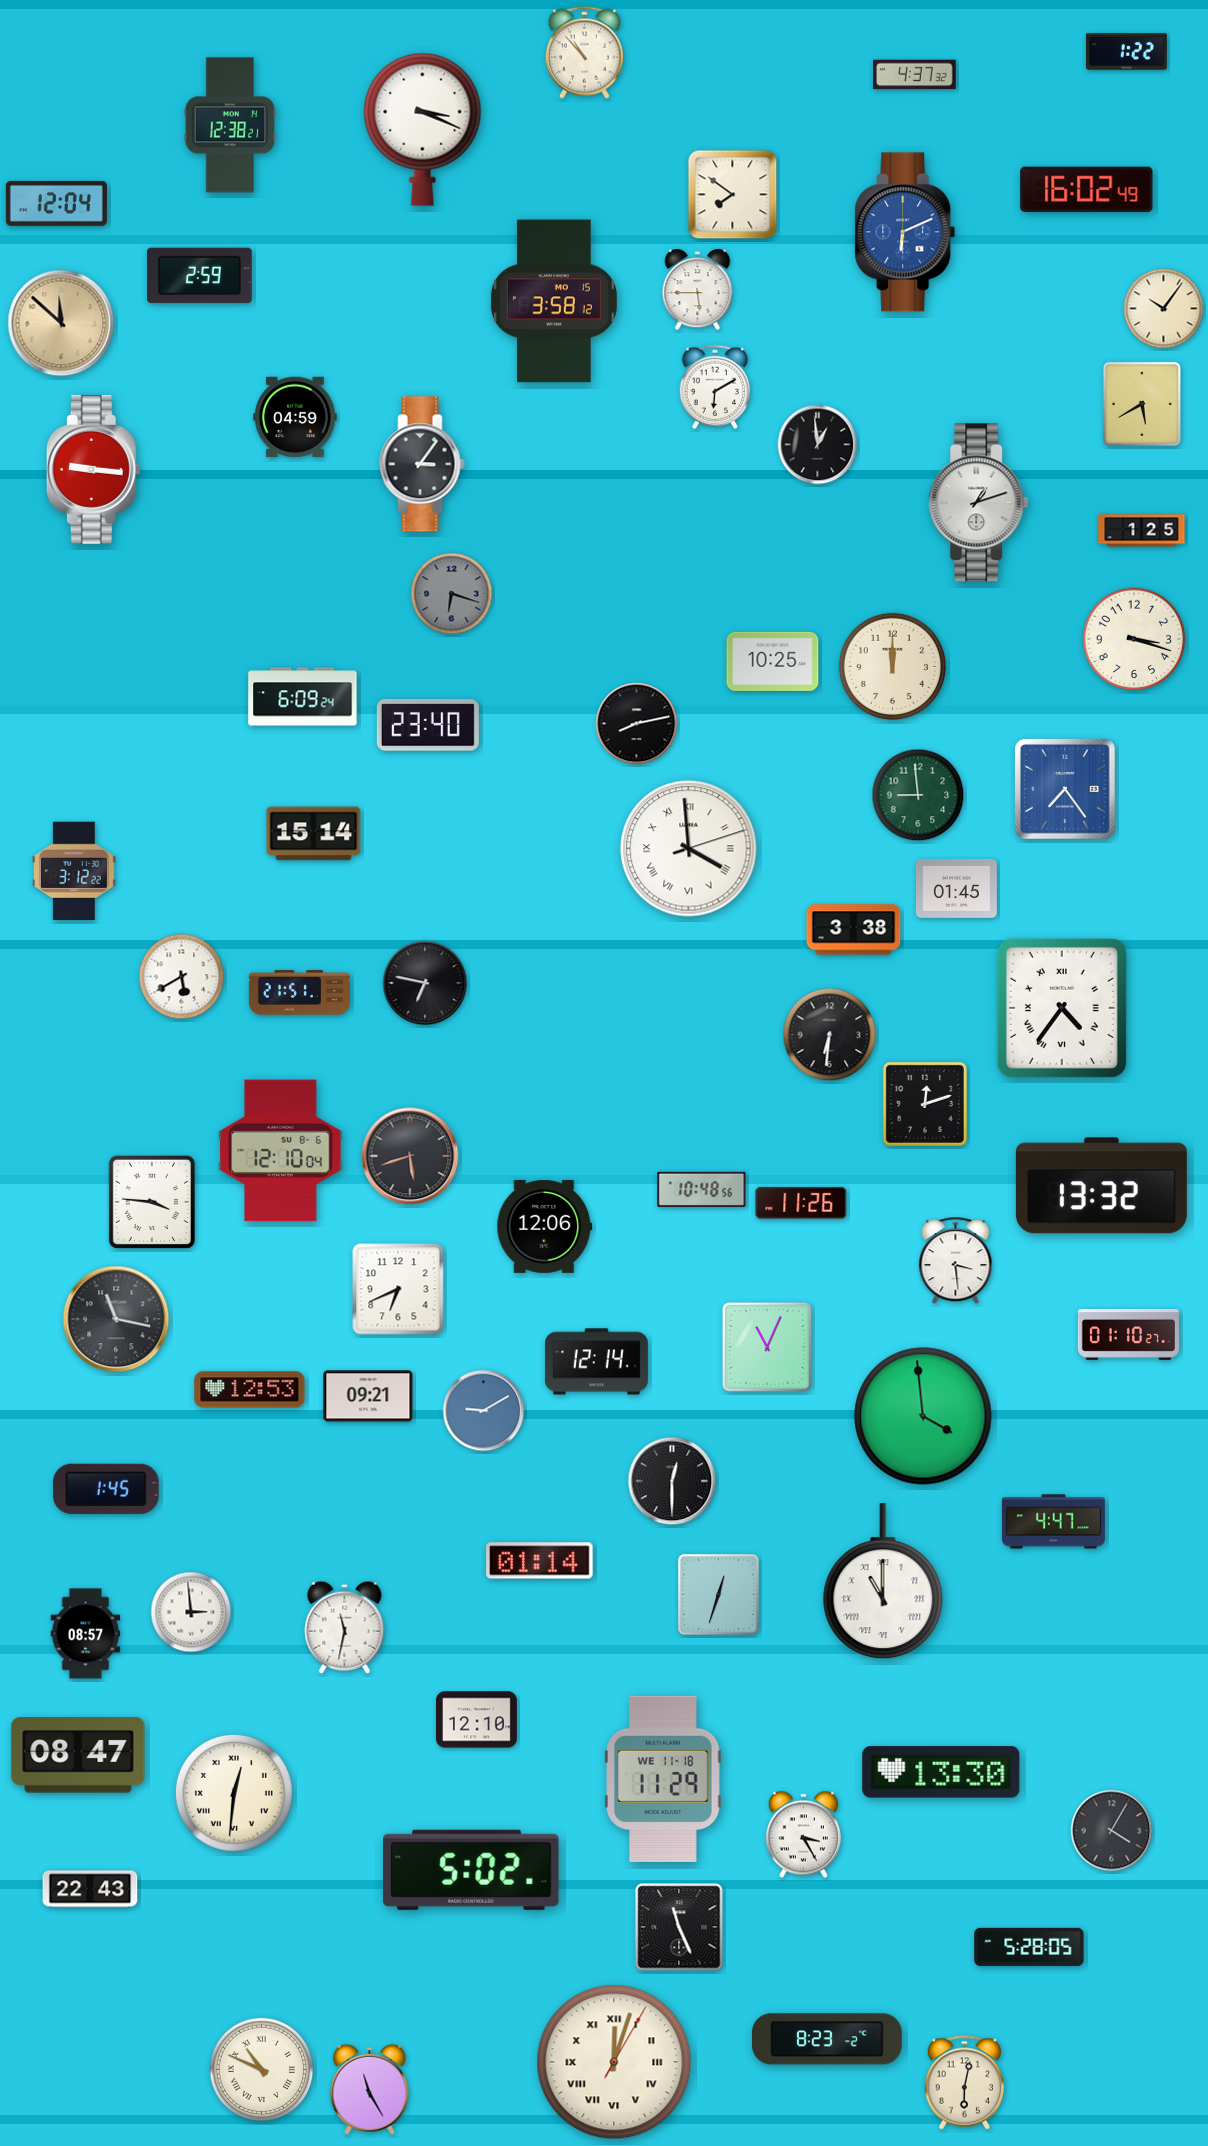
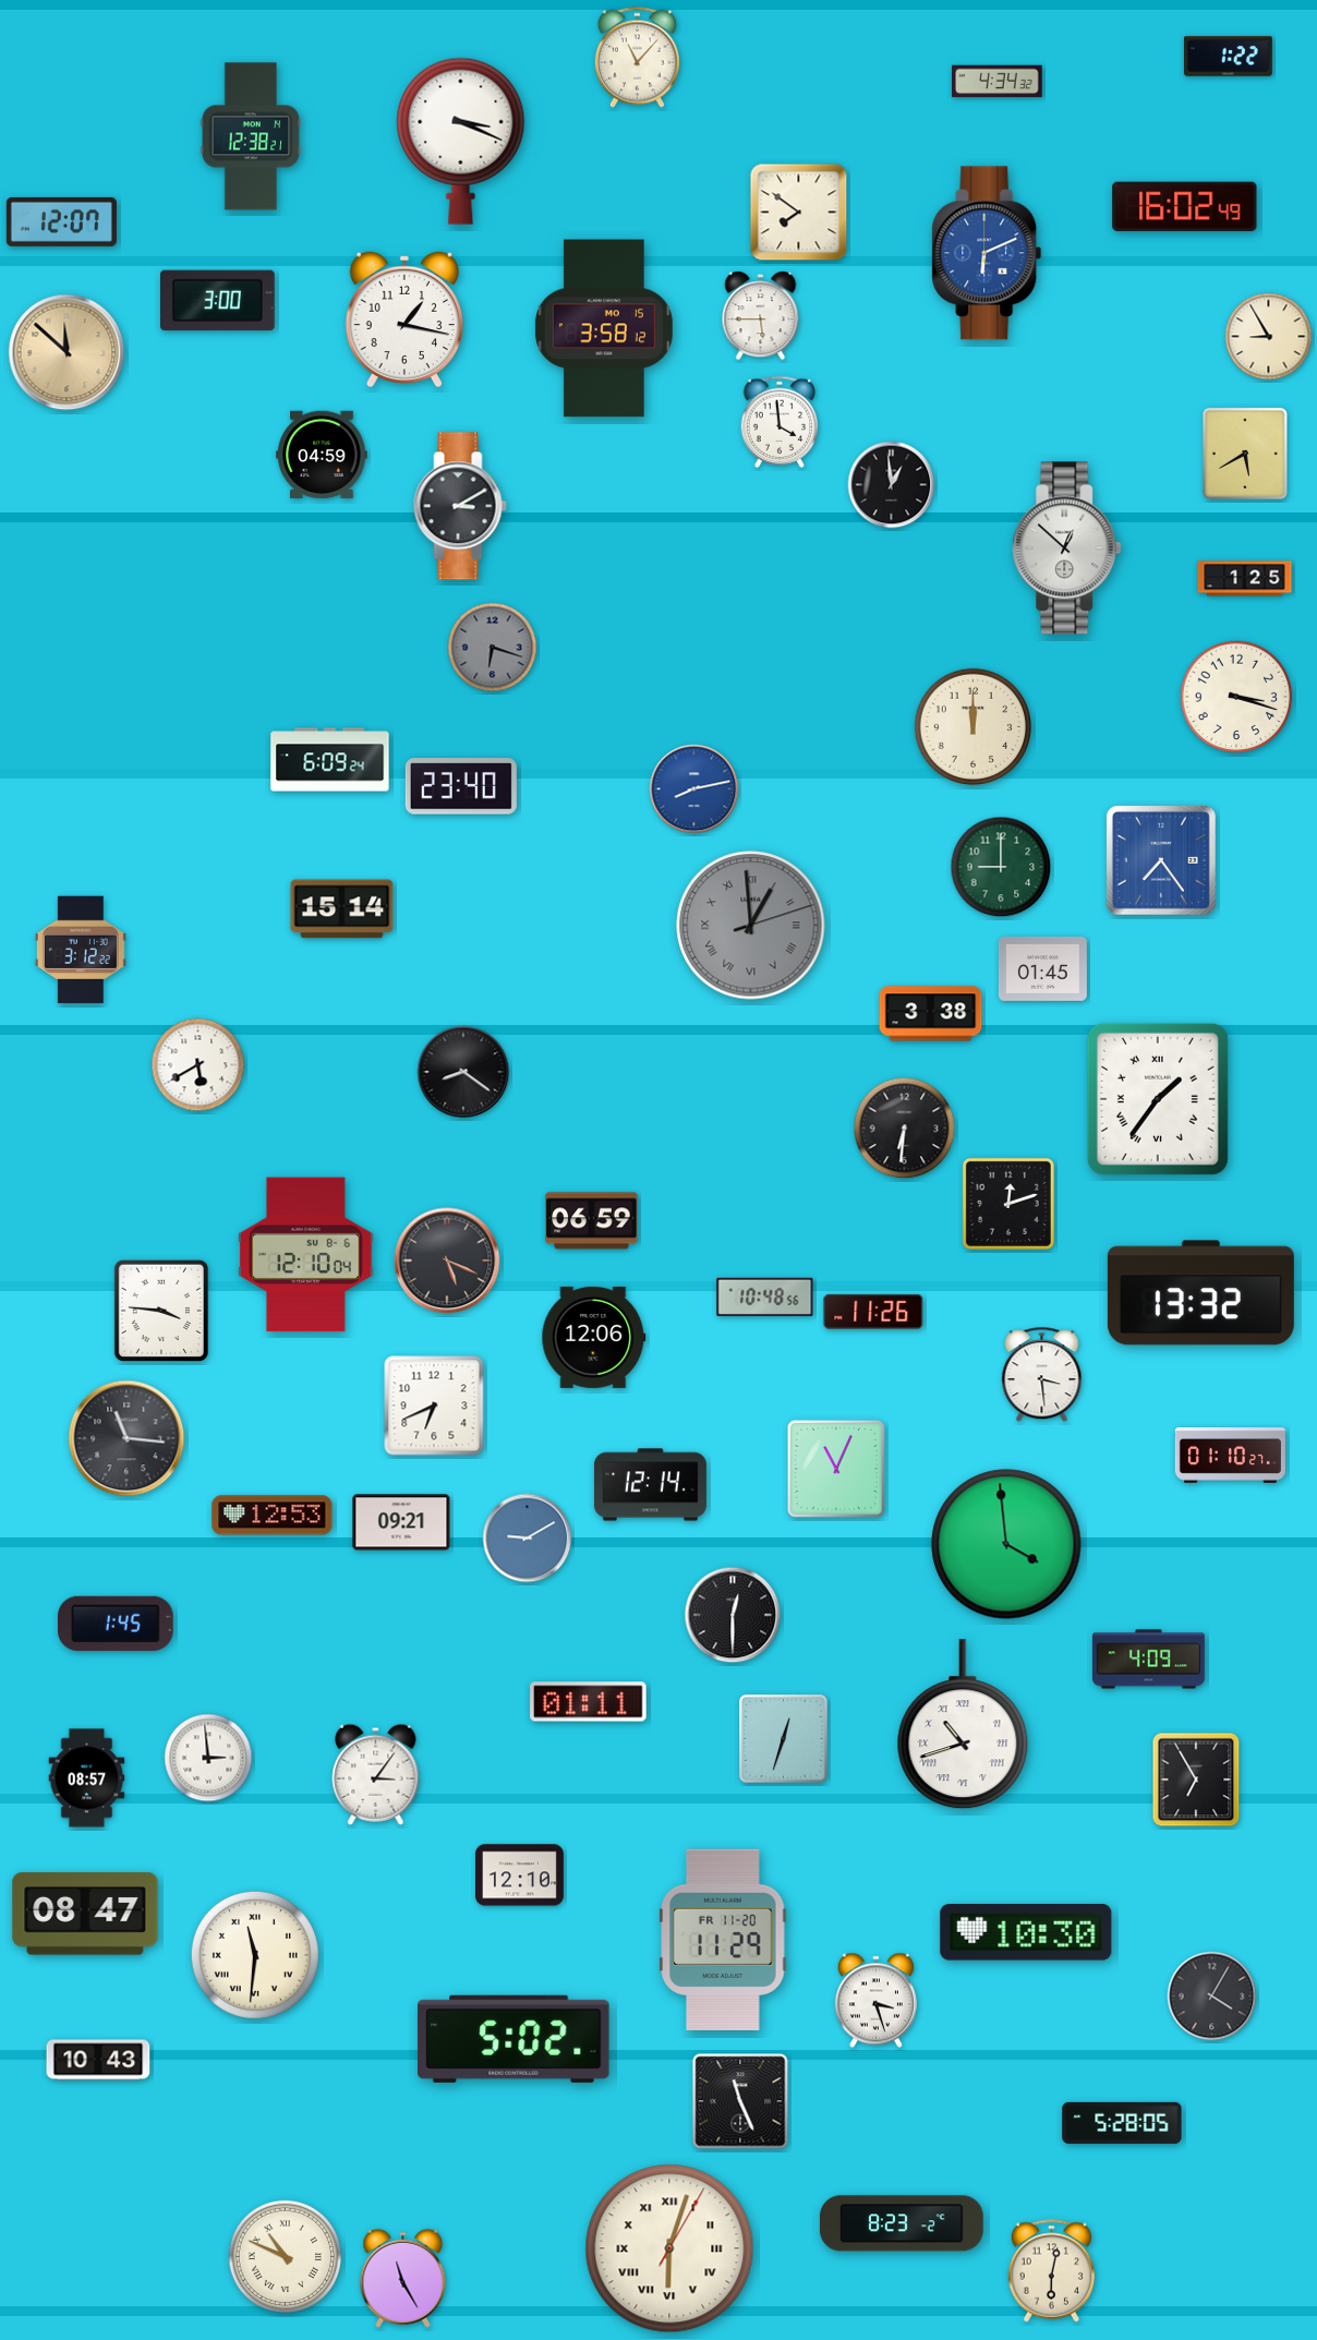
clock at (584, 52): 10:53 -> 11:07
clock at (915, 75): 4:37 -> 4:34
clock at (56, 203): 12:04 -> 12:07
clock at (200, 276): 2:59 -> 3:00
clock at (404, 319): none -> 1:17
clock at (1164, 309): 10:06 -> 8:55
clock at (715, 387): 6:10 -> 3:59
clock at (1142, 404) position: (1142, 404) -> (1245, 454)
clock at (422, 464): 3:06 -> 3:10
clock at (93, 469): 9:16 -> none
clock at (979, 503): 1:12 -> 12:52
clock at (773, 661): 10:25 -> none
clock at (637, 724) dial: black -> blue
clock at (428, 725) position: (428, 725) -> (461, 786)
clock at (918, 795): 8:59 -> 9:00
clock at (689, 849): 3:59 -> 12:59
clock at (689, 849) dial: white -> grey
clock at (425, 983): 6:47 -> 8:21
clock at (299, 993): 21:51 -> none
clock at (1062, 1008): 4:36 -> 1:36
clock at (592, 1221): none -> 06:59
clock at (410, 1156): 5:42 -> 5:19
clock at (152, 1202) position: (152, 1202) -> (161, 1311)
clock at (116, 1319): 11:17 -> 11:16
clock at (1053, 1522): 4:47 -> 4:09
clock at (540, 1561): 01:14 -> 01:11
clock at (883, 1582): 11:00 -> 10:42
clock at (345, 1627): 11:32 -> 3:06
clock at (1196, 1780): none -> 6:55
clock at (86, 1634) position: (86, 1634) -> (87, 1778)
clock at (941, 1772): 13:30 -> 10:30
clock at (663, 1778) date: WE 11-18 -> FR 11-20
clock at (234, 1793): 12:31 -> 11:31
clock at (803, 1835): 3:25 -> 3:27
clock at (90, 1889): 22:43 -> 10:43
clock at (614, 2062): 12:03 -> 6:03
